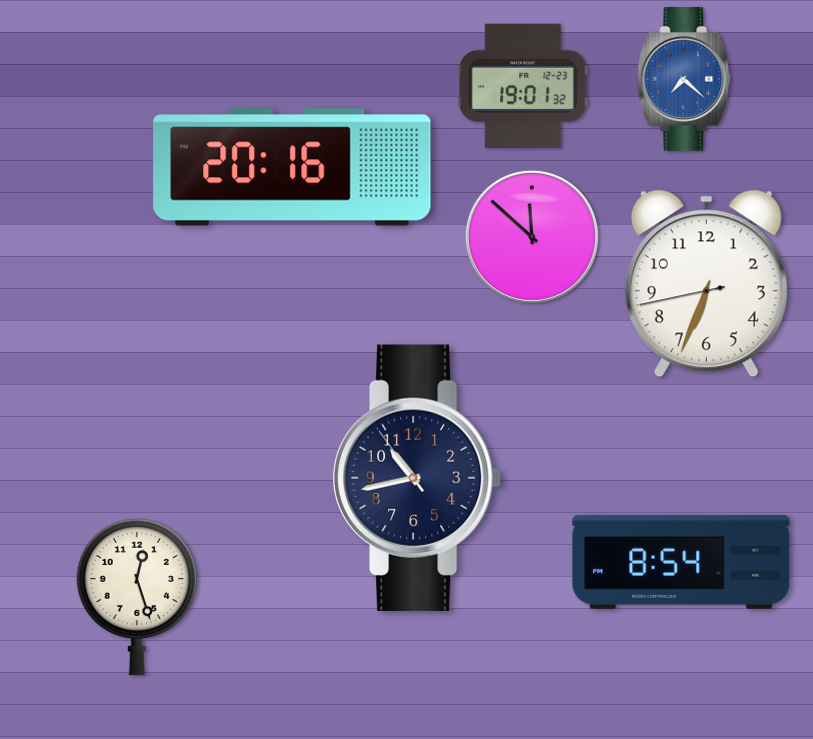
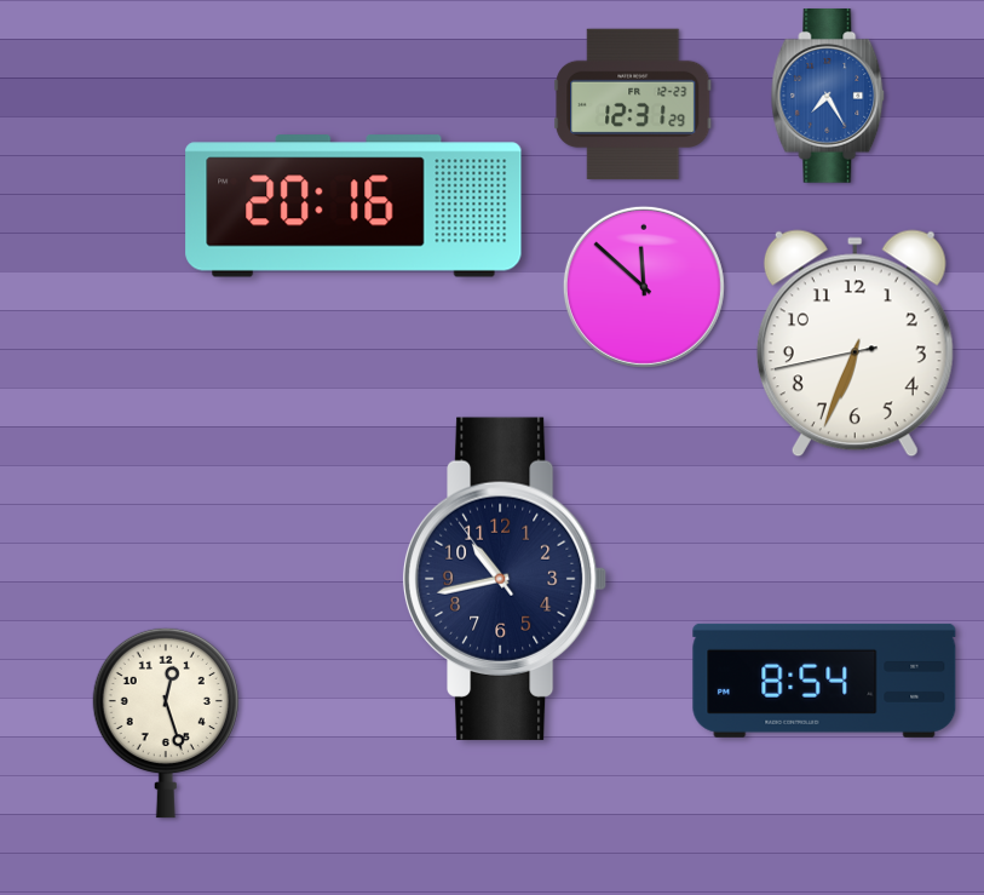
clock at (684, 80): 7:22 -> 7:25
clock at (523, 86): 19:01 -> 12:31
clock at (292, 167) position: (292, 167) -> (353, 206)
